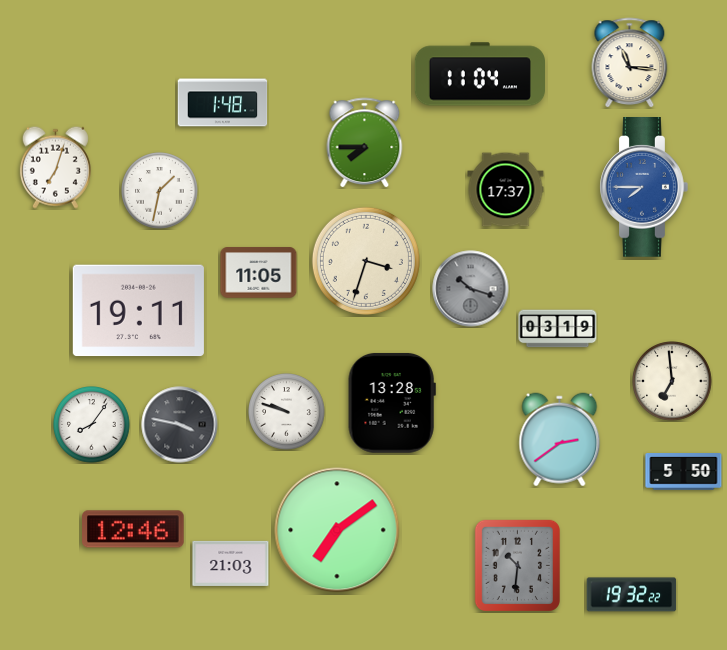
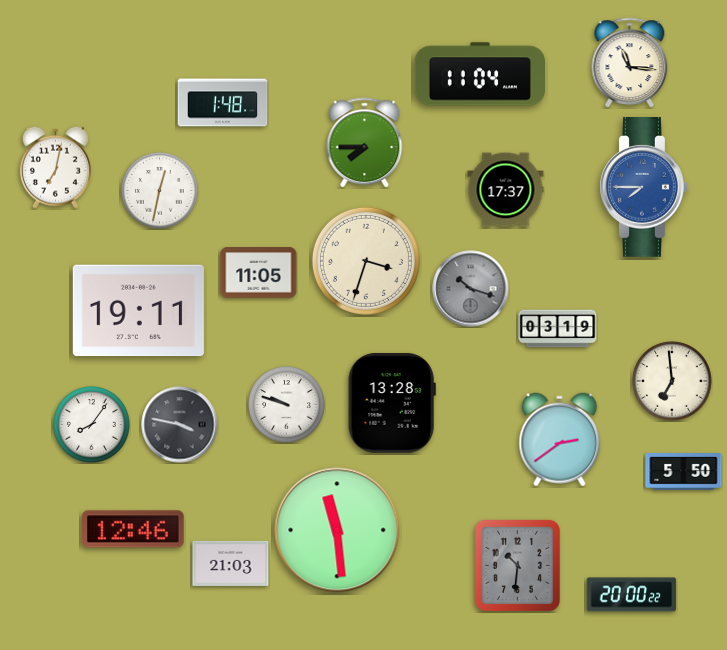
clock at (55, 167): 7:03 -> 7:02
clock at (160, 191): 1:32 -> 12:32
clock at (287, 412) position: (287, 412) -> (287, 405)
clock at (337, 530): 7:09 -> 11:29
clock at (632, 595): 19:32 -> 20:00
